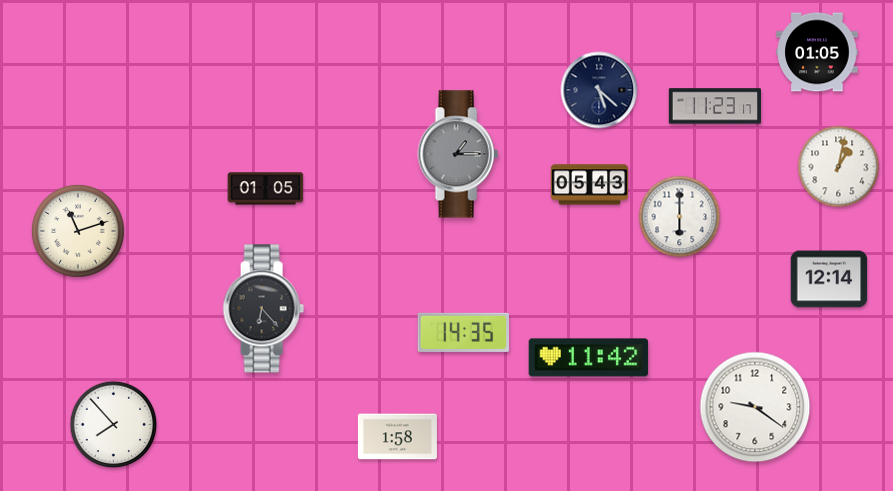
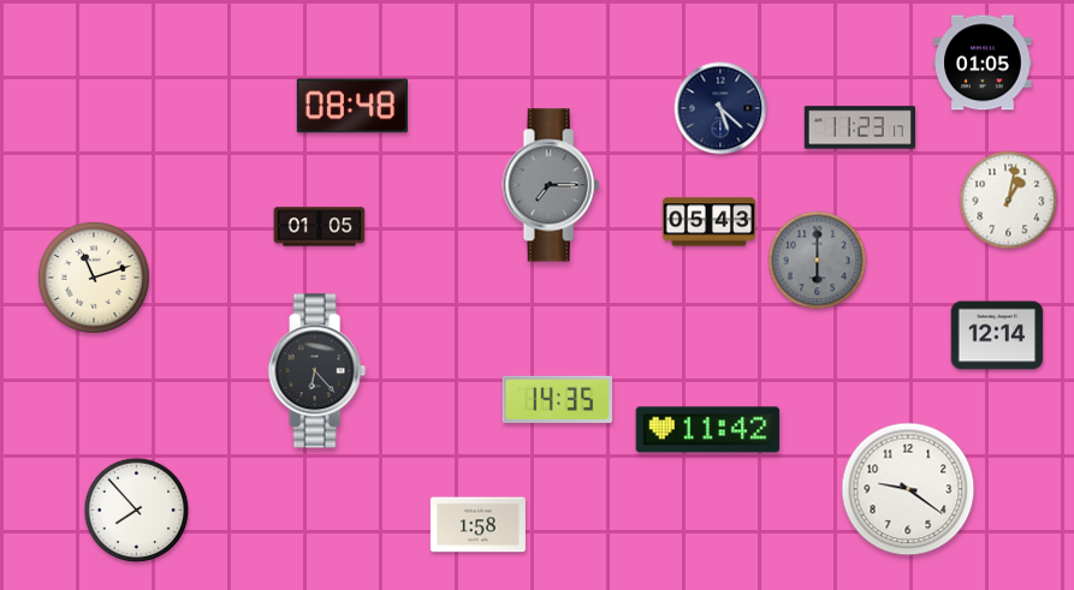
clock at (352, 106): none -> 08:48
clock at (458, 154): 1:15 -> 7:15
clock at (680, 217) dial: white -> grey
